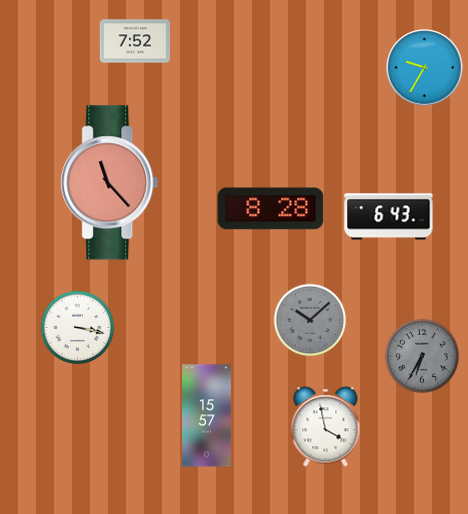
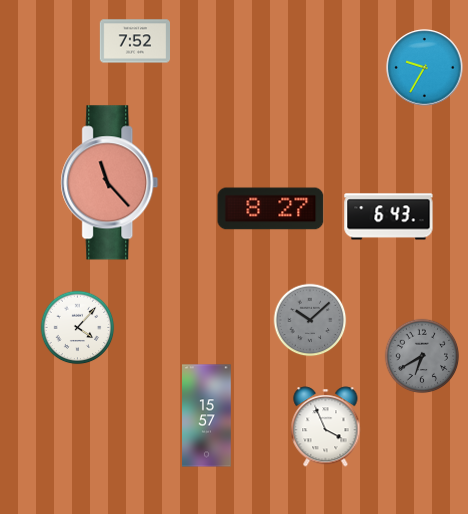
clock at (271, 209): 8:28 -> 8:27
clock at (78, 328): 3:17 -> 4:07
clock at (422, 356): 6:35 -> 6:40
clock at (326, 427): 3:58 -> 3:56
